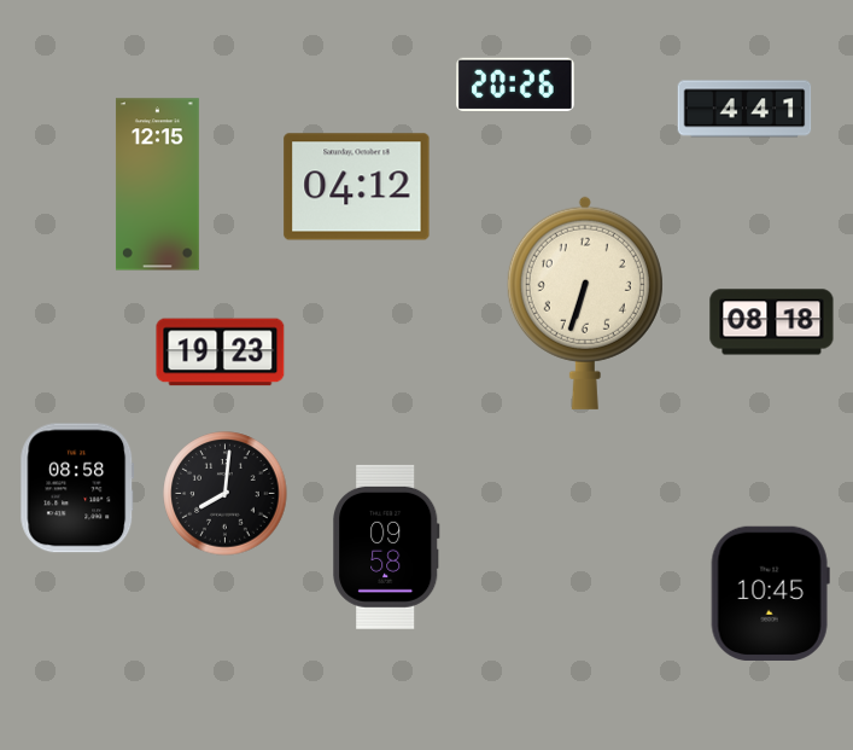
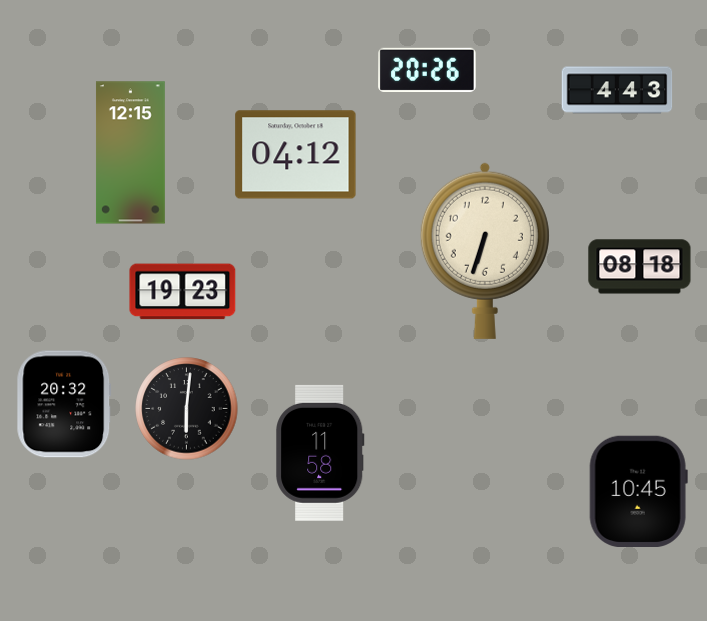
clock at (744, 109): 4:41 -> 4:43
clock at (77, 488): 08:58 -> 20:32
clock at (226, 494): 8:01 -> 6:01
clock at (386, 547): 09:58 -> 11:58
